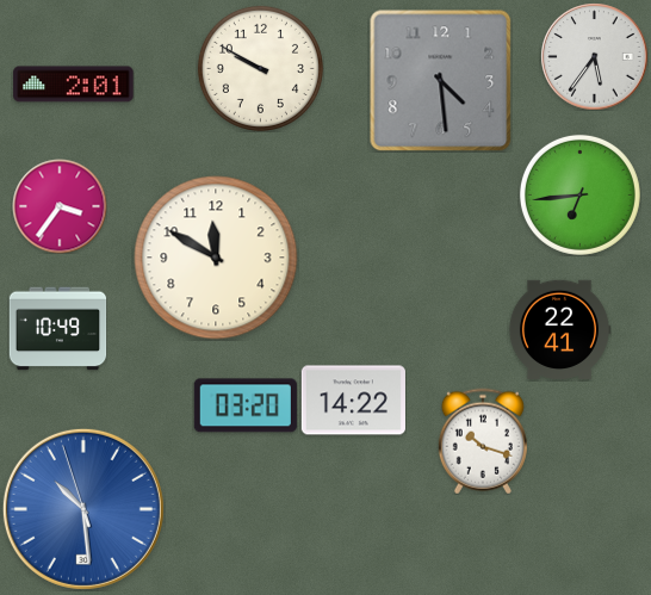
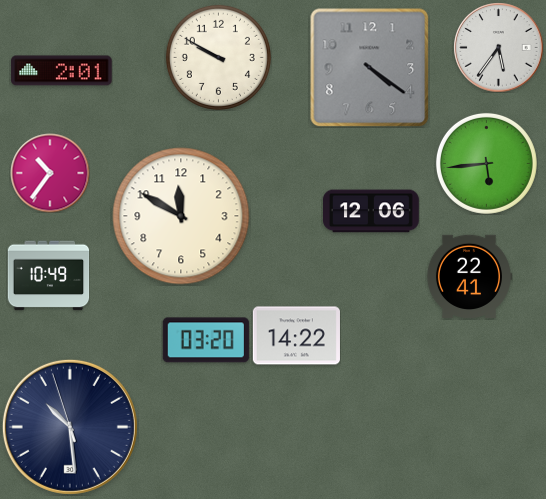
clock at (440, 80): 4:29 -> 4:21
clock at (579, 194): 6:44 -> 5:44
clock at (60, 206): 3:36 -> 10:36
clock at (372, 211): none -> 12:06
clock at (483, 441): 10:18 -> none
clock at (83, 509) dial: blue -> navy
